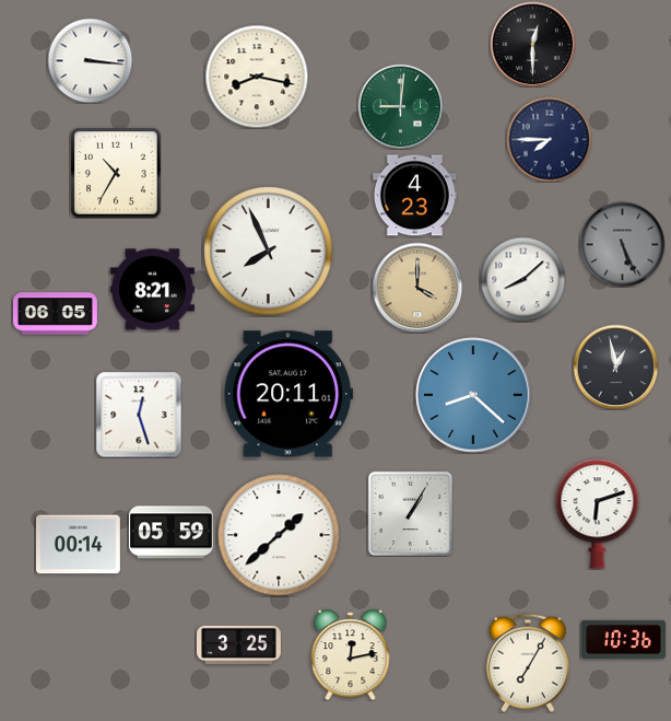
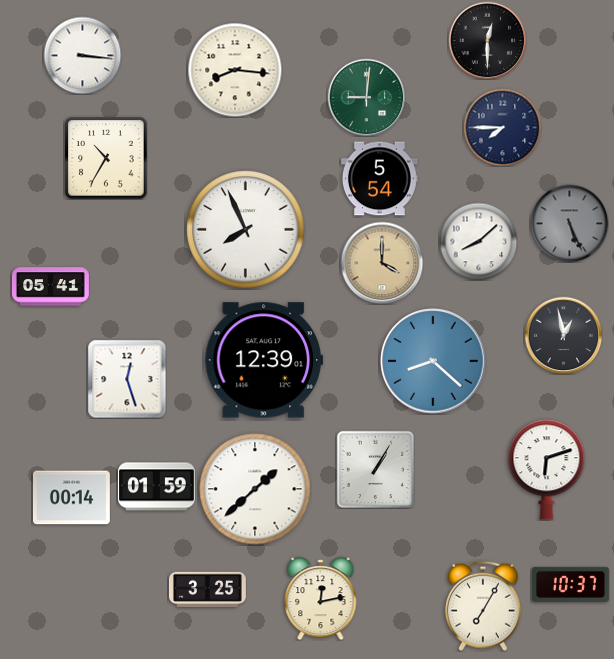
clock at (257, 77): 8:17 -> 8:16
clock at (414, 196): 4:23 -> 5:54
clock at (522, 279) position: (522, 279) -> (478, 241)
clock at (152, 290): 8:21 -> none
clock at (56, 314): 06:05 -> 05:41
clock at (289, 394): 20:11 -> 12:39
clock at (170, 533): 05:59 -> 01:59
clock at (623, 639): 10:36 -> 10:37
clock at (238, 644) position: (238, 644) -> (207, 589)
